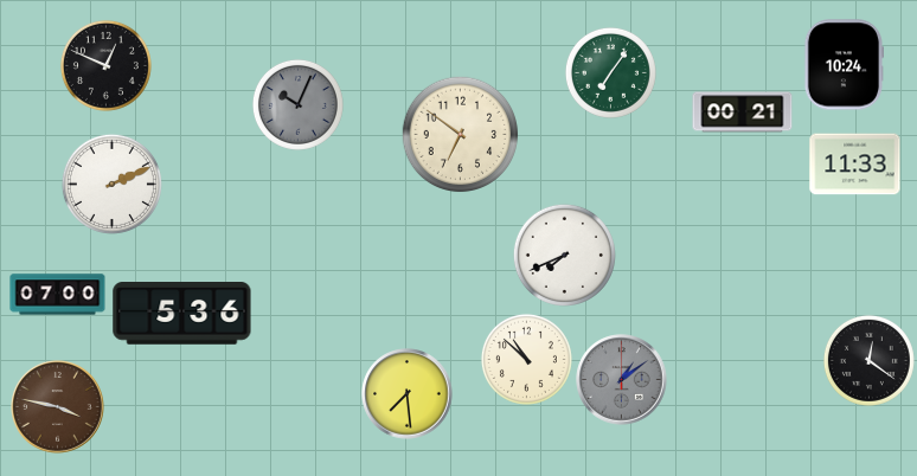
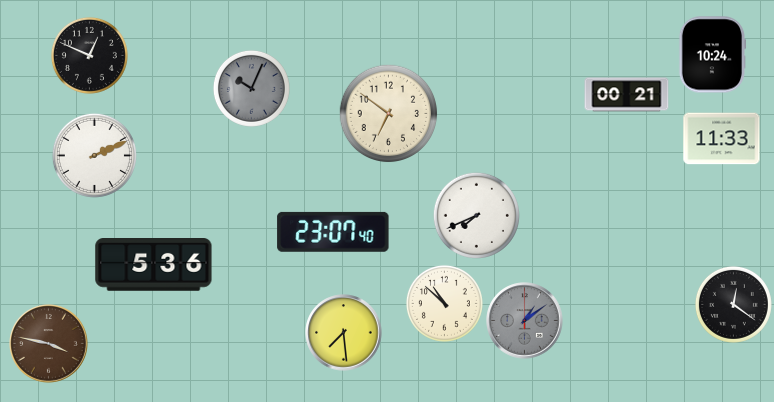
clock at (610, 72): 7:06 -> none
clock at (333, 232): none -> 23:07
clock at (58, 295): 07:00 -> none
